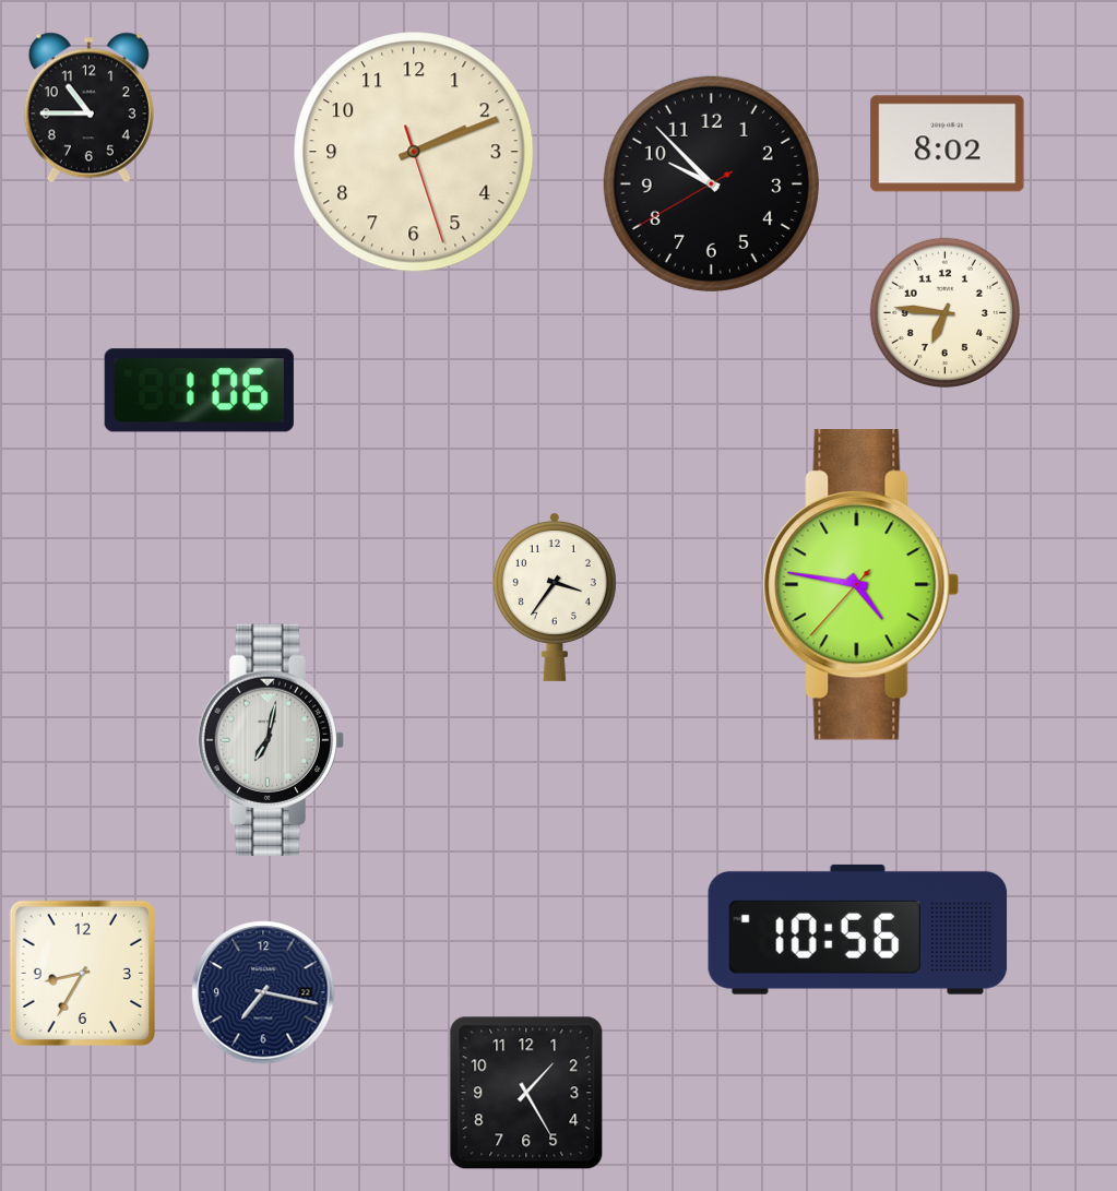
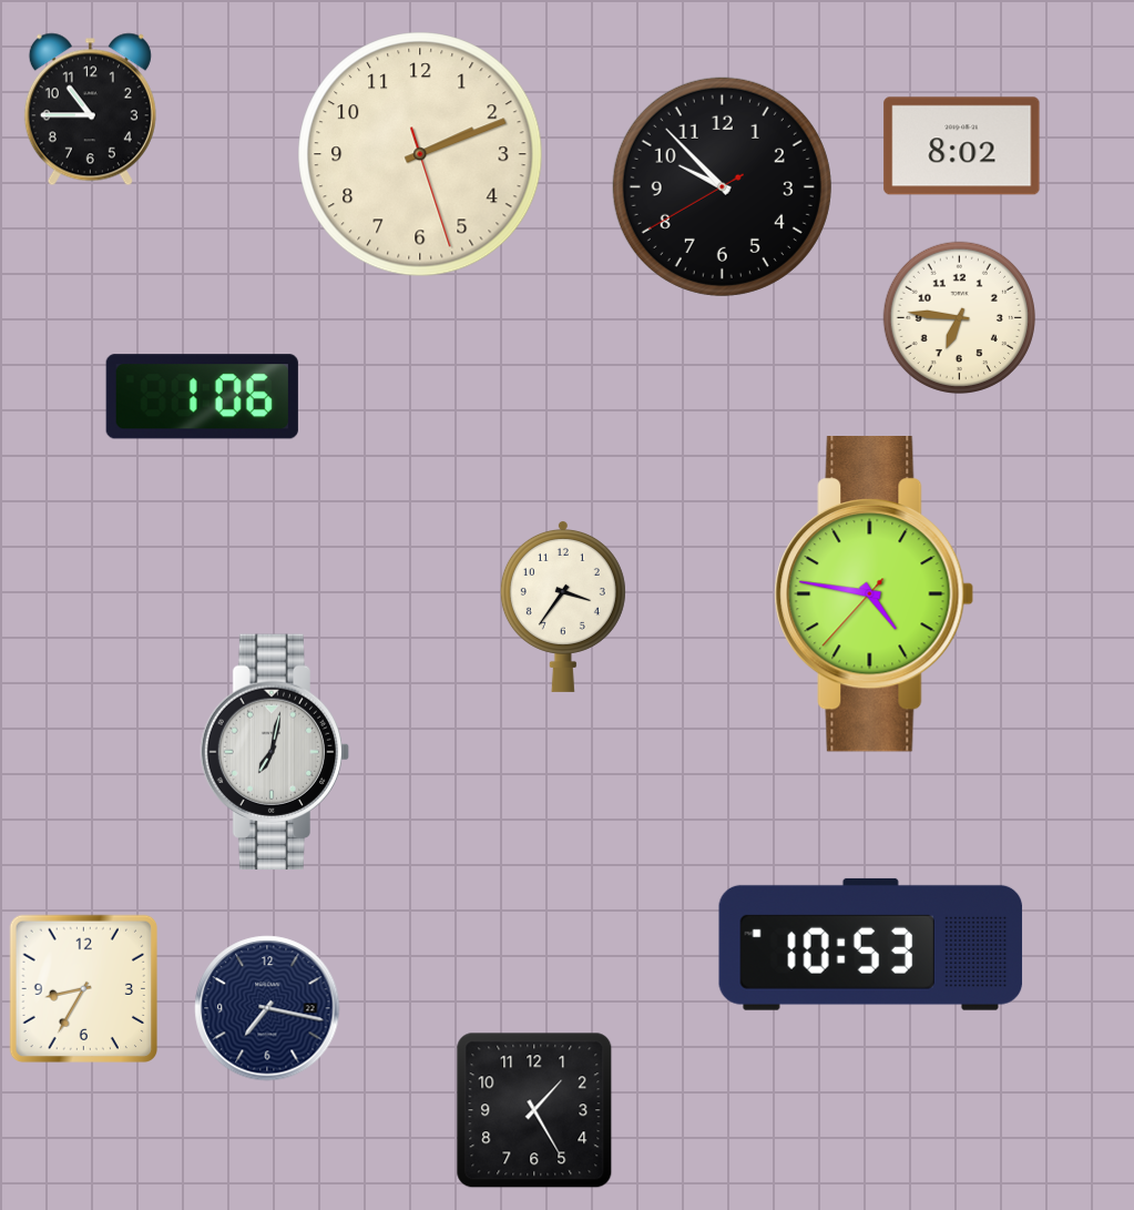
clock at (858, 929): 10:56 -> 10:53
